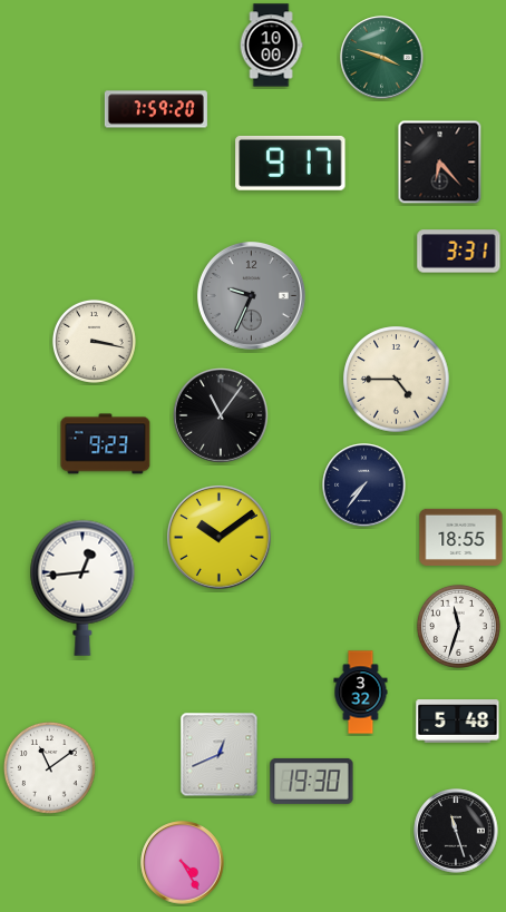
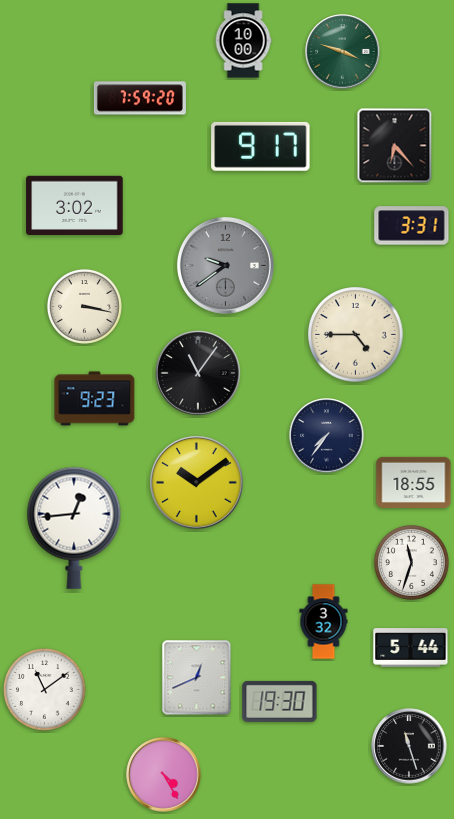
clock at (75, 205): none -> 3:02
clock at (251, 295): 9:34 -> 9:39
clock at (397, 380) position: (397, 380) -> (356, 335)
clock at (458, 722): 5:48 -> 5:44
